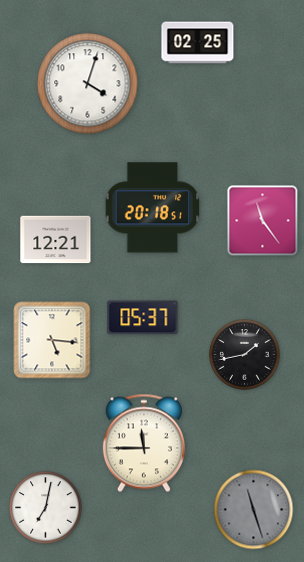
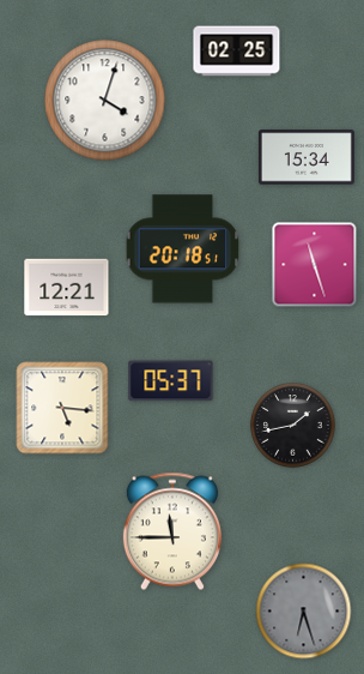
clock at (307, 157): none -> 15:34
clock at (263, 221): 11:24 -> 11:27
clock at (46, 508): 7:02 -> none
clock at (254, 510): 11:27 -> 6:27
